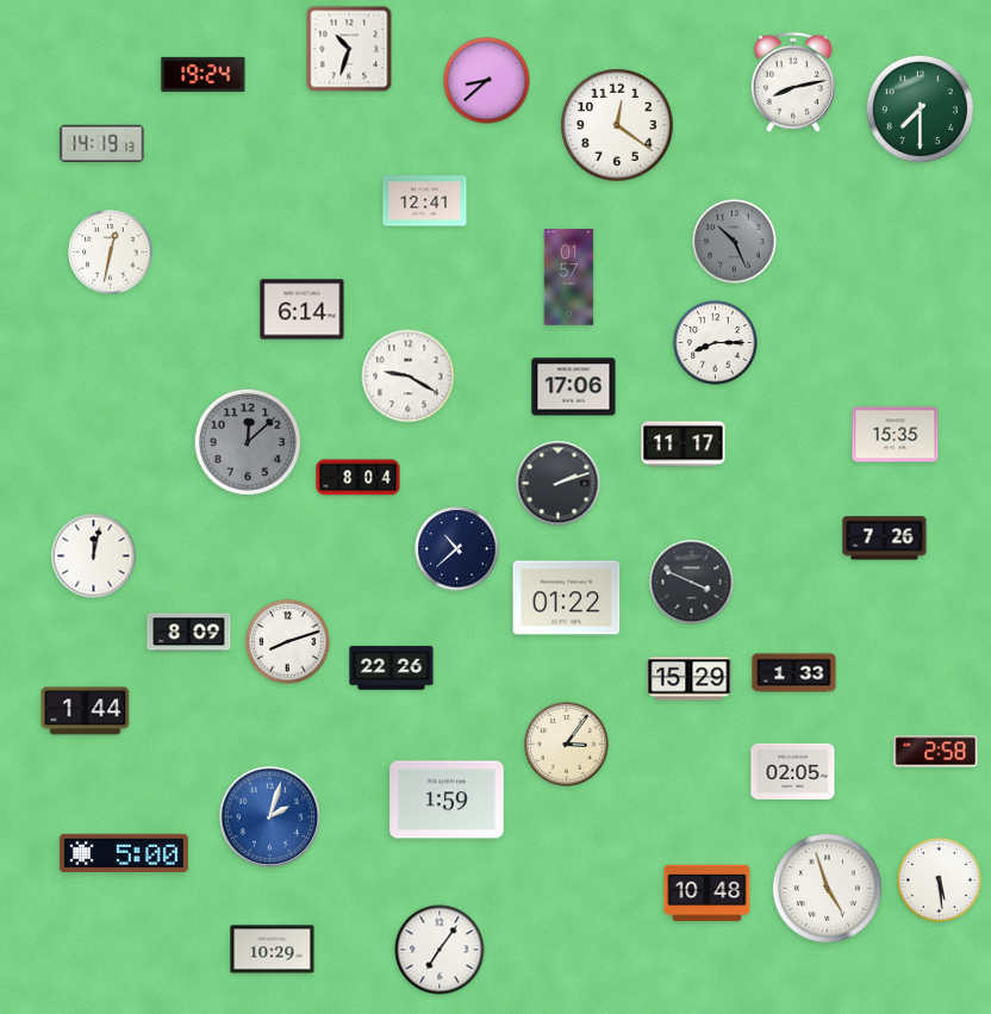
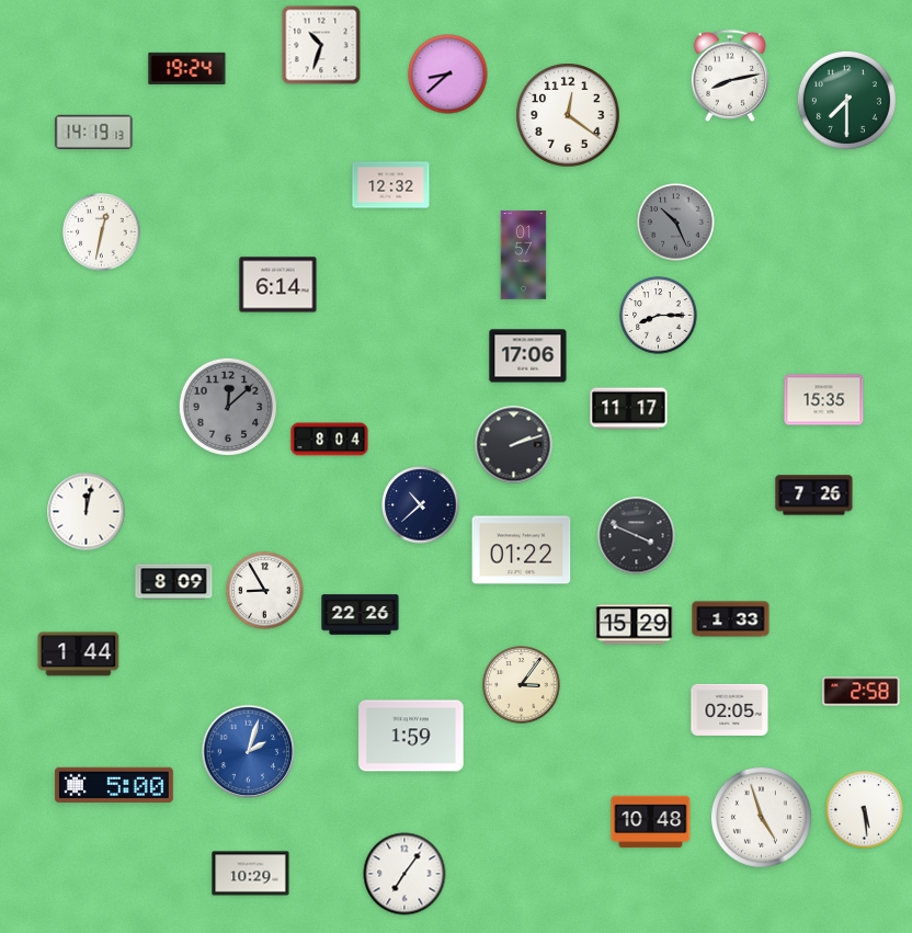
clock at (425, 201): 12:41 -> 12:32
clock at (409, 377): 9:20 -> none
clock at (288, 642): 8:12 -> 8:55
